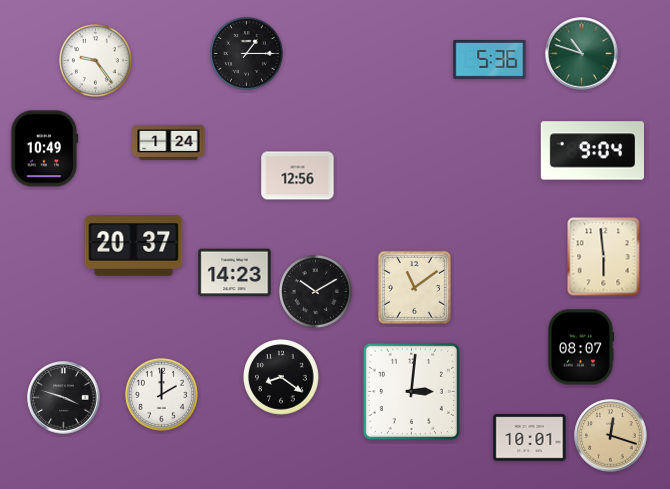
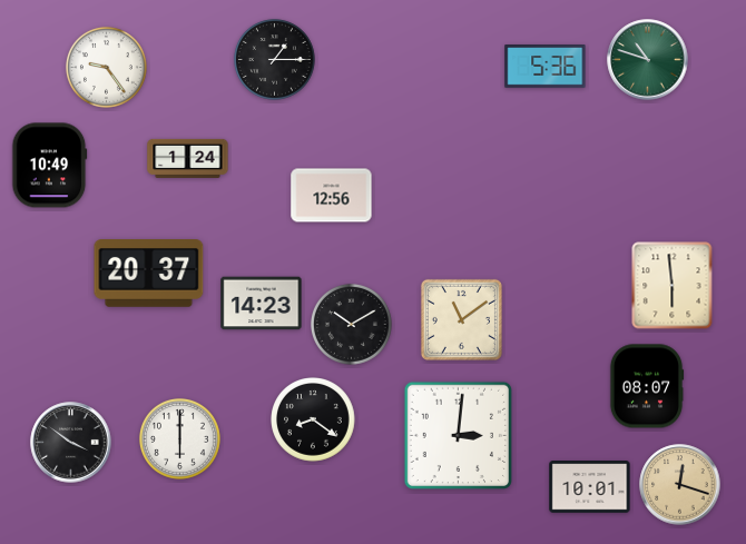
clock at (592, 151): 9:04 -> none
clock at (161, 394): 2:00 -> 6:00
clock at (64, 398): 3:48 -> 3:51
